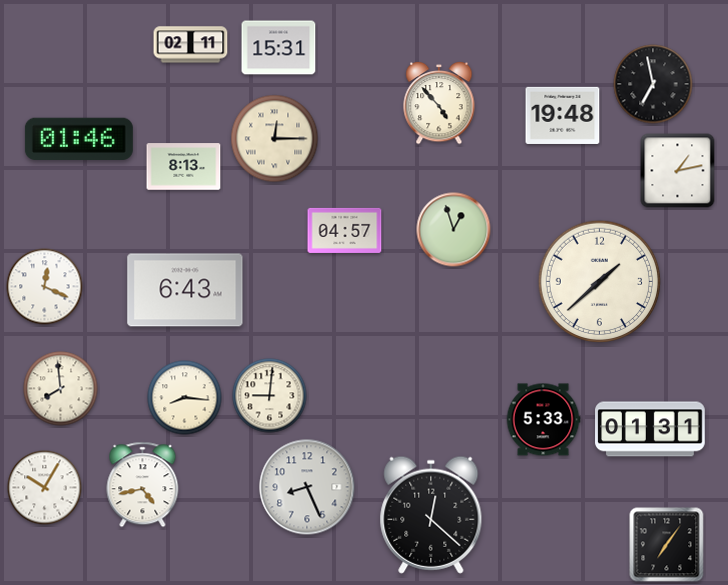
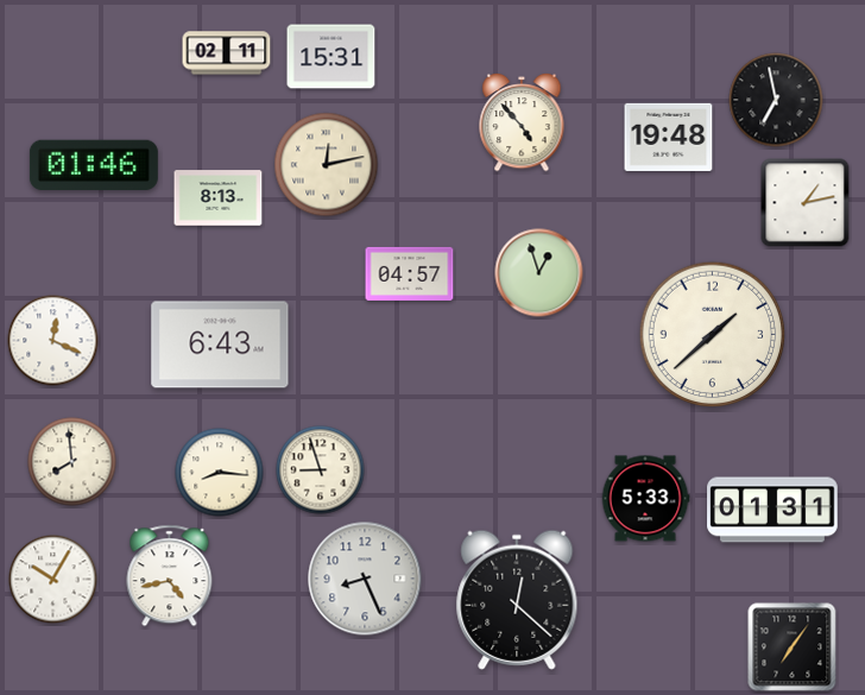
clock at (275, 139): 12:15 -> 12:13
clock at (270, 396): 9:01 -> 8:57
clock at (431, 515) position: (431, 515) -> (517, 600)
